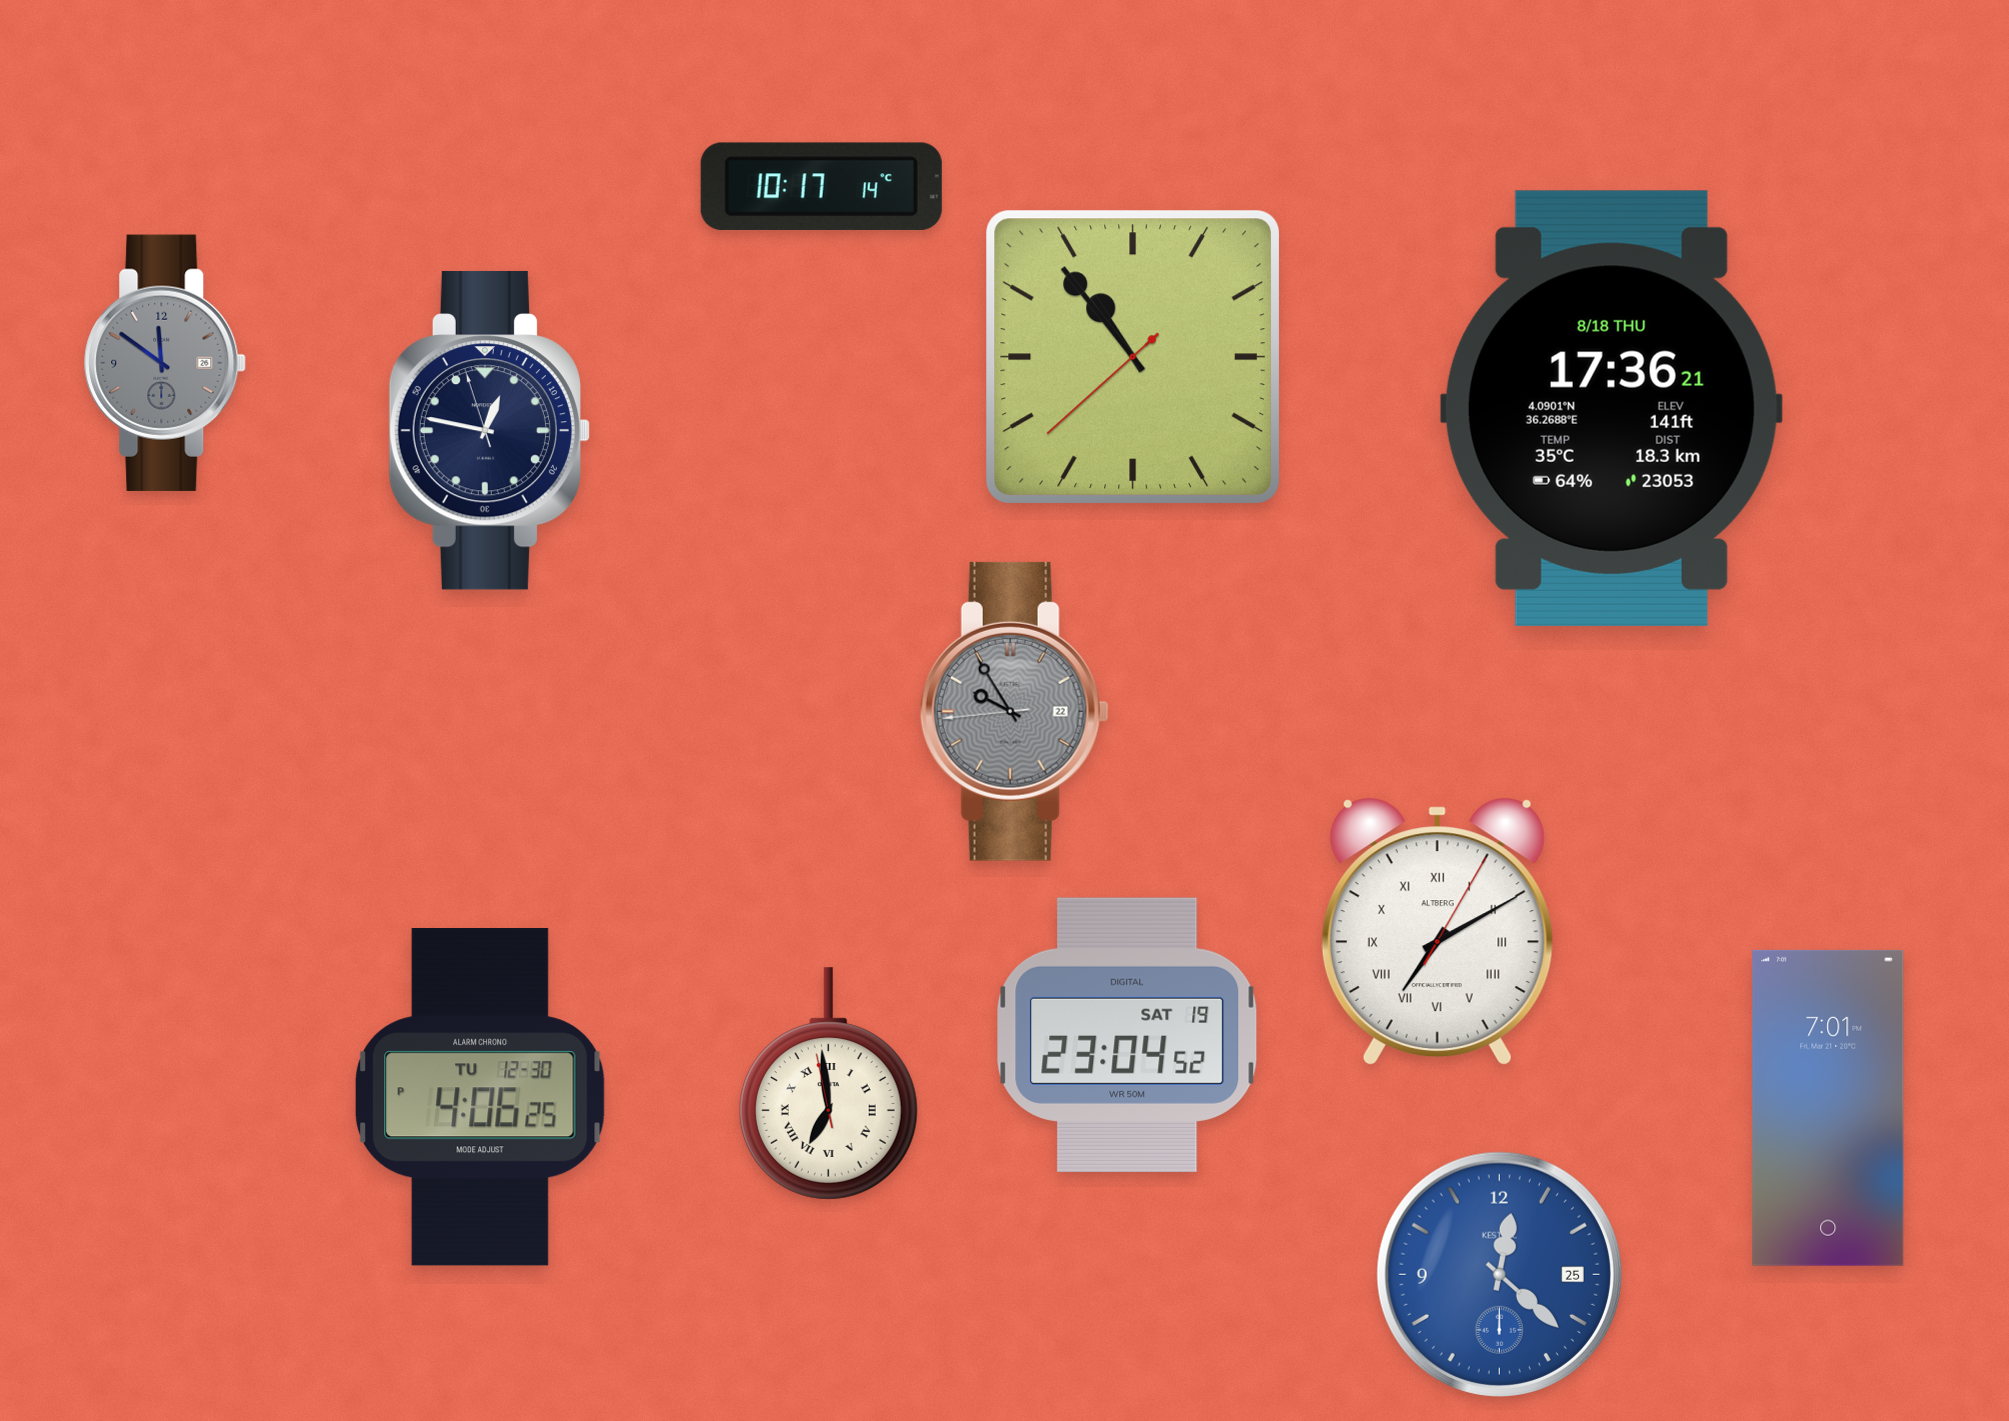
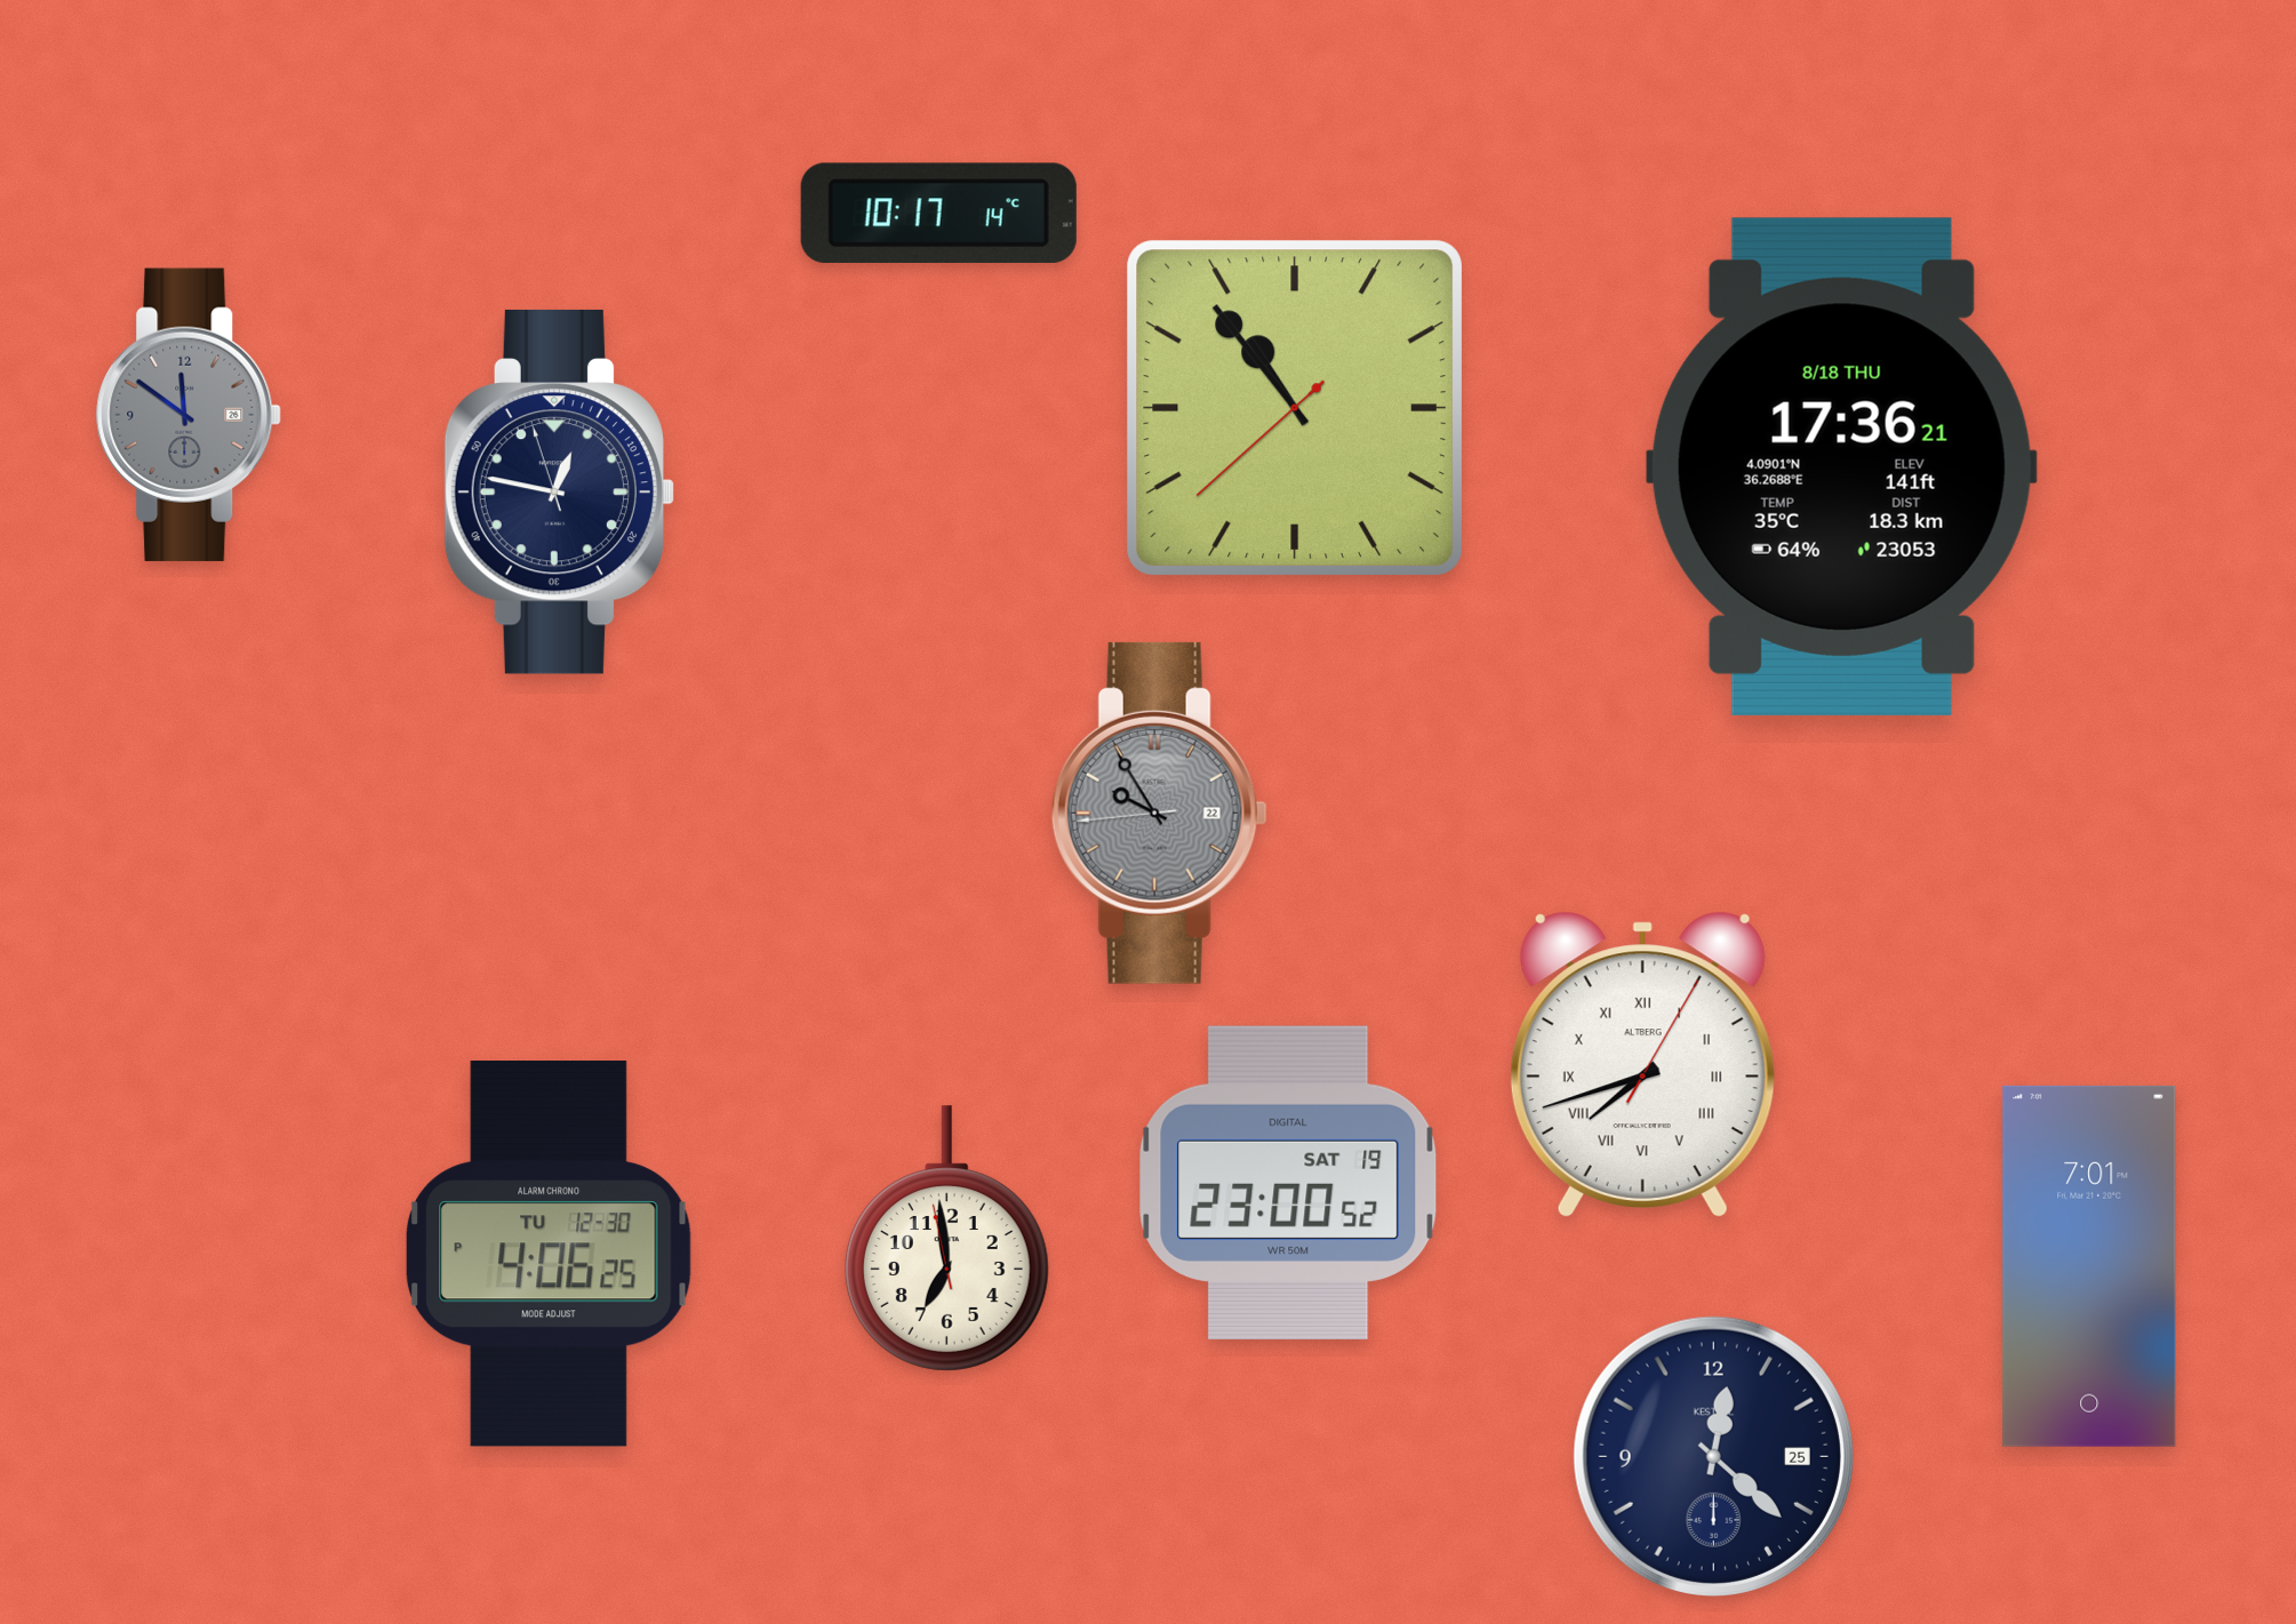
clock at (1437, 931): 7:10 -> 7:42
clock at (1127, 1035): 23:04 -> 23:00
clock at (828, 1084) numerals: Roman -> Arabic
clock at (1499, 1274) dial: blue -> navy
